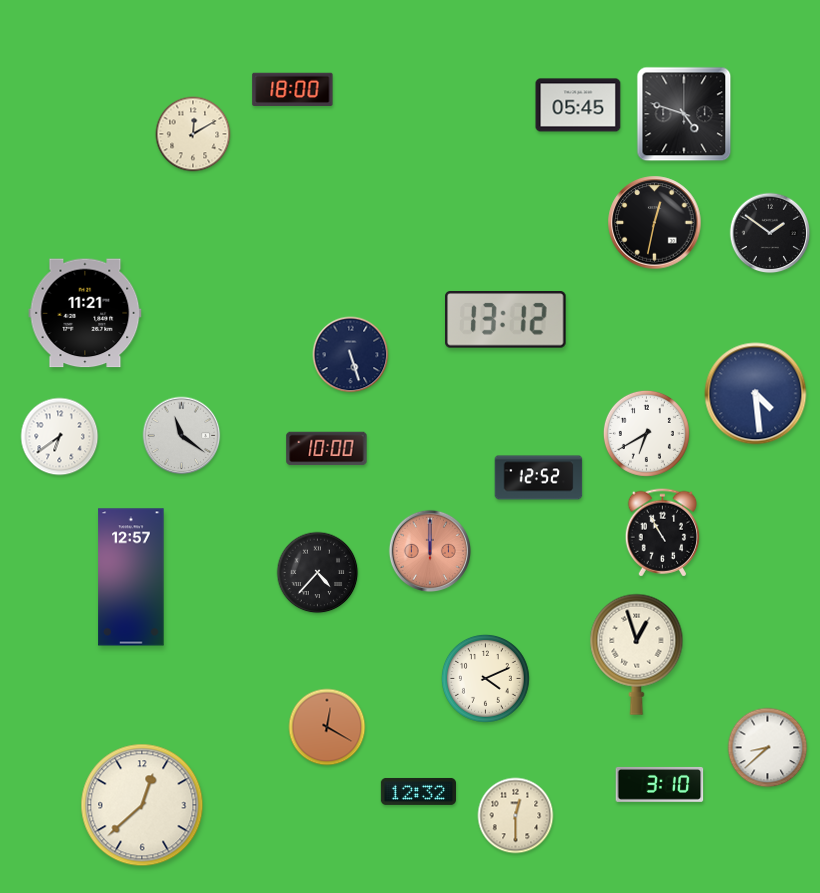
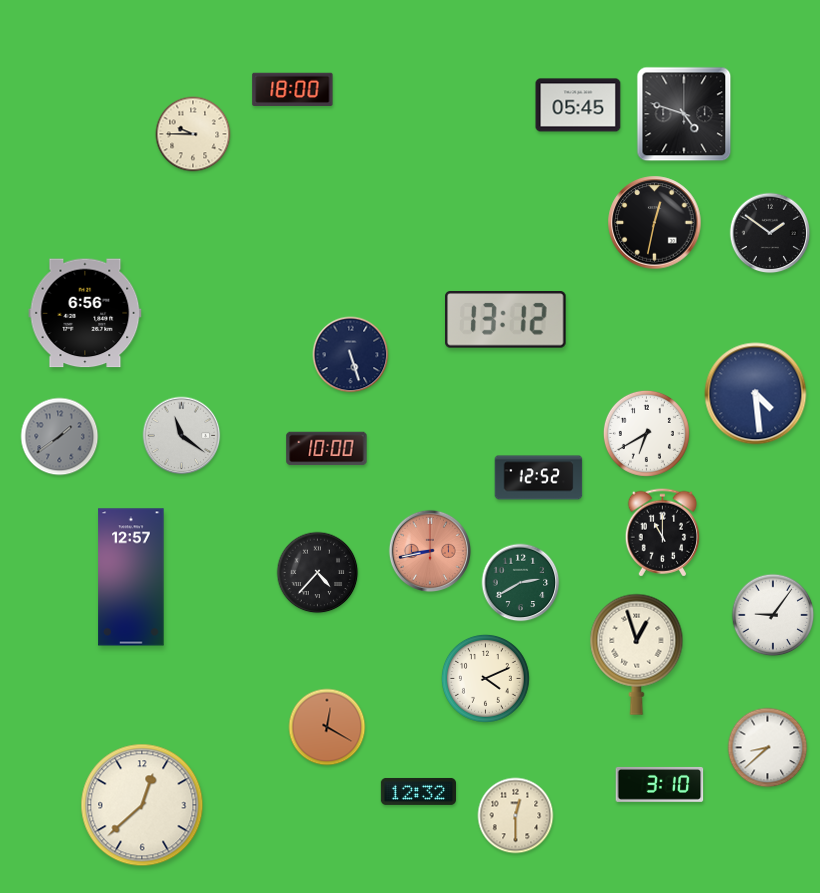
clock at (193, 134): 12:10 -> 9:45
clock at (85, 313): 11:21 -> 6:56
clock at (60, 437): 6:39 -> 1:39
clock at (60, 437) dial: white -> grey
clock at (662, 533): 10:55 -> 11:00
clock at (429, 550): 12:00 -> 8:43
clock at (521, 583): none -> 2:40
clock at (773, 615): none -> 9:06
